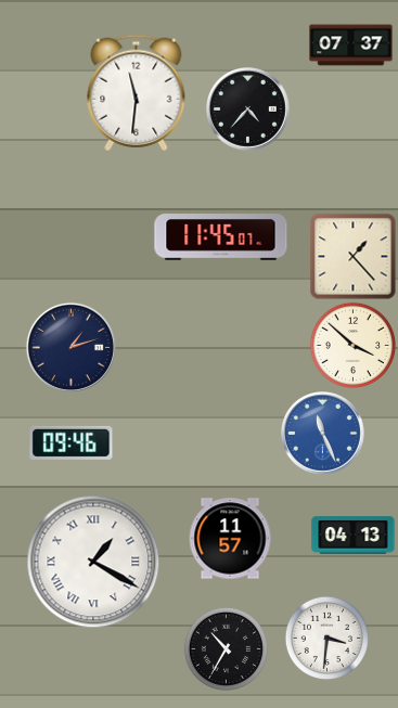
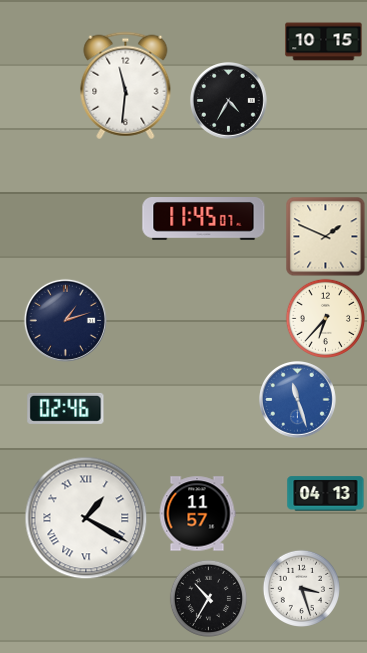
clock at (351, 46): 07:37 -> 10:15
clock at (248, 110): 4:37 -> 4:35
clock at (354, 257): 1:23 -> 1:49
clock at (352, 345): 3:52 -> 6:37
clock at (323, 434): 11:26 -> 11:27
clock at (72, 442): 09:46 -> 02:46
clock at (230, 539) position: (230, 539) -> (197, 514)
clock at (326, 638): 3:31 -> 3:27
